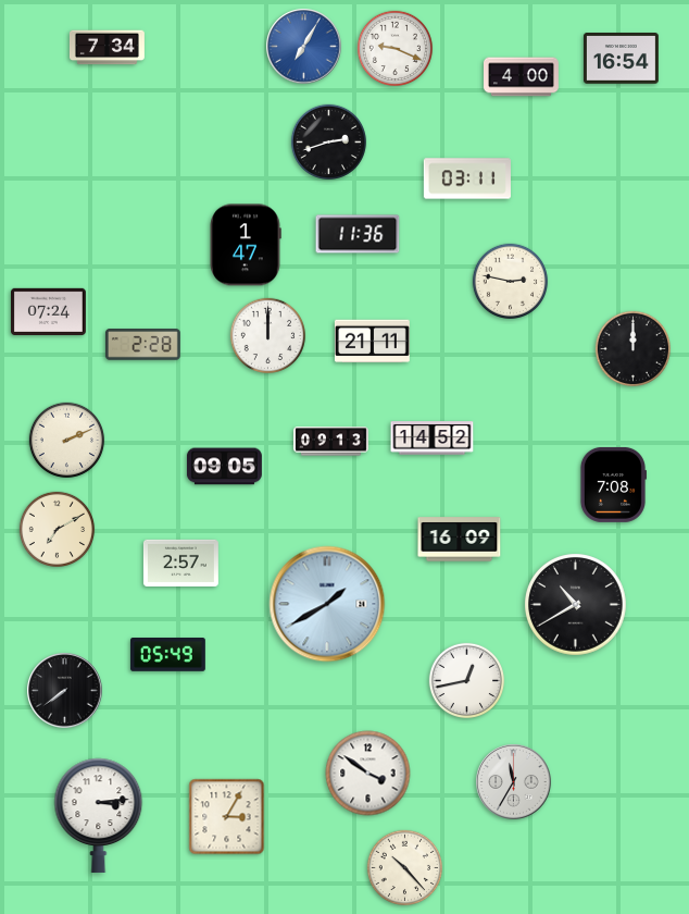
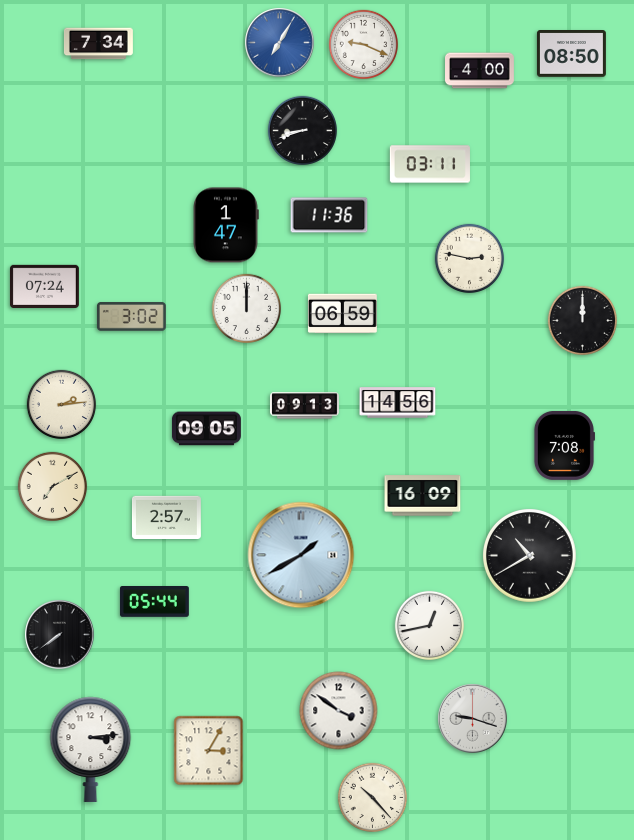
clock at (621, 59): 16:54 -> 08:50
clock at (329, 143): 2:42 -> 8:42
clock at (372, 342): 21:11 -> 06:59
clock at (142, 345): 2:28 -> 3:02
clock at (433, 439): 14:52 -> 14:56
clock at (67, 441): 2:11 -> 2:14
clock at (167, 655): 05:49 -> 05:44
clock at (514, 782): 11:35 -> 9:18
